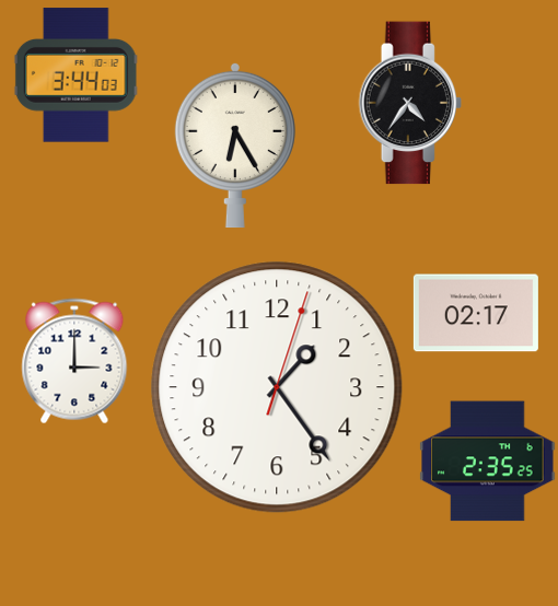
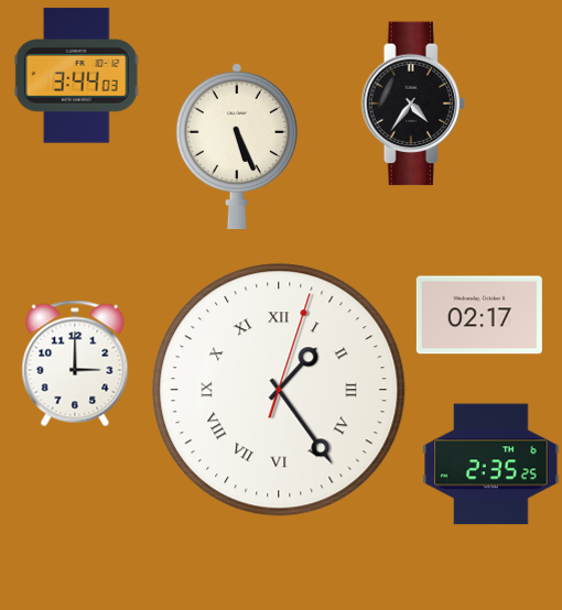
clock at (235, 145): 6:25 -> 5:26
clock at (277, 387) numerals: Arabic -> Roman
